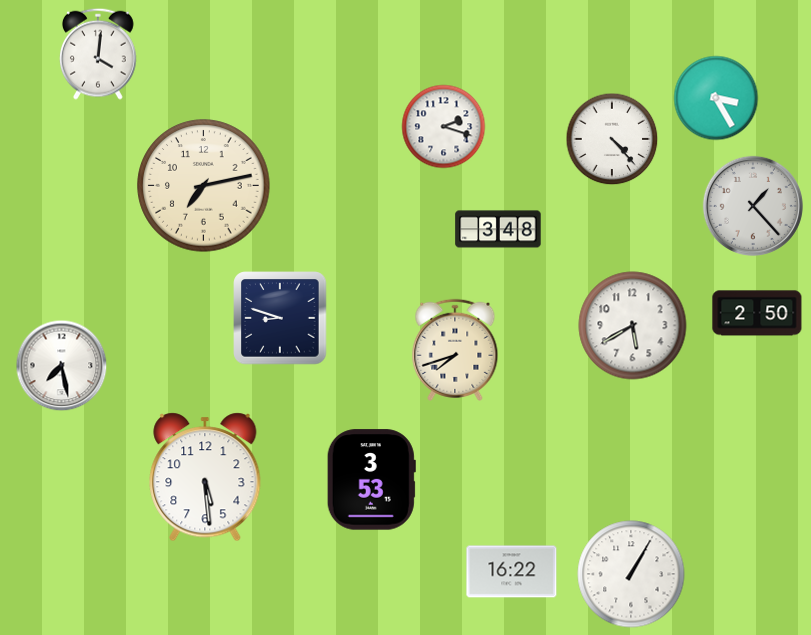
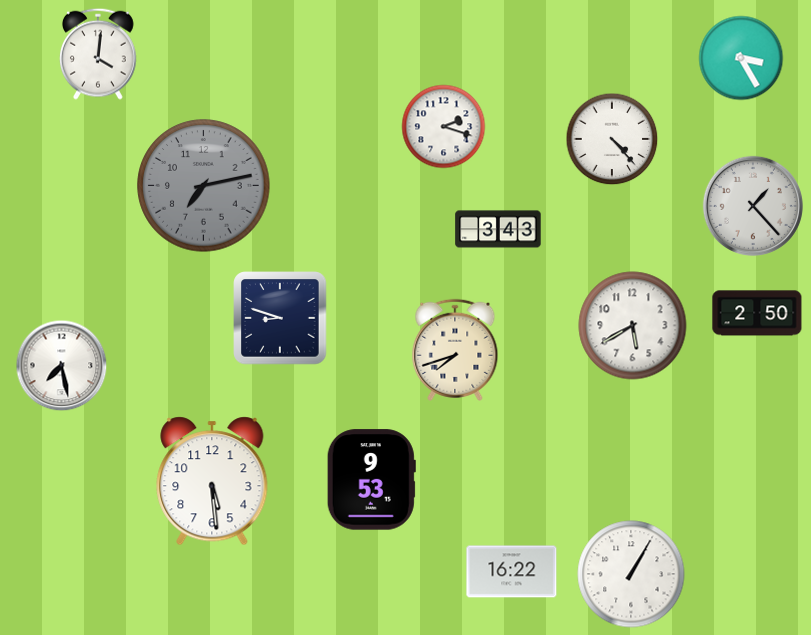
clock at (716, 98) position: (716, 98) -> (741, 58)
clock at (204, 186) dial: cream -> grey
clock at (498, 229): 3:48 -> 3:43
clock at (205, 477) position: (205, 477) -> (212, 481)
clock at (371, 480): 3:53 -> 9:53
